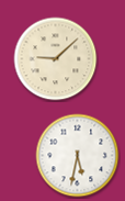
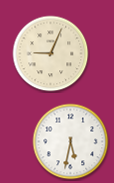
clock at (56, 59): 9:08 -> 9:04
